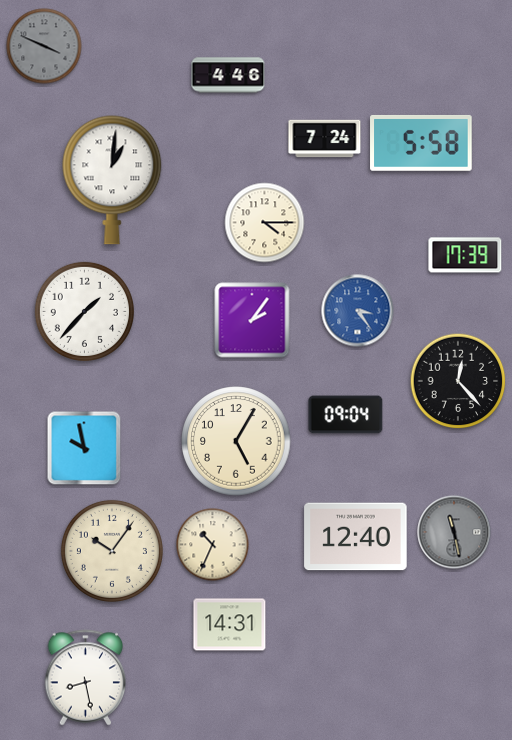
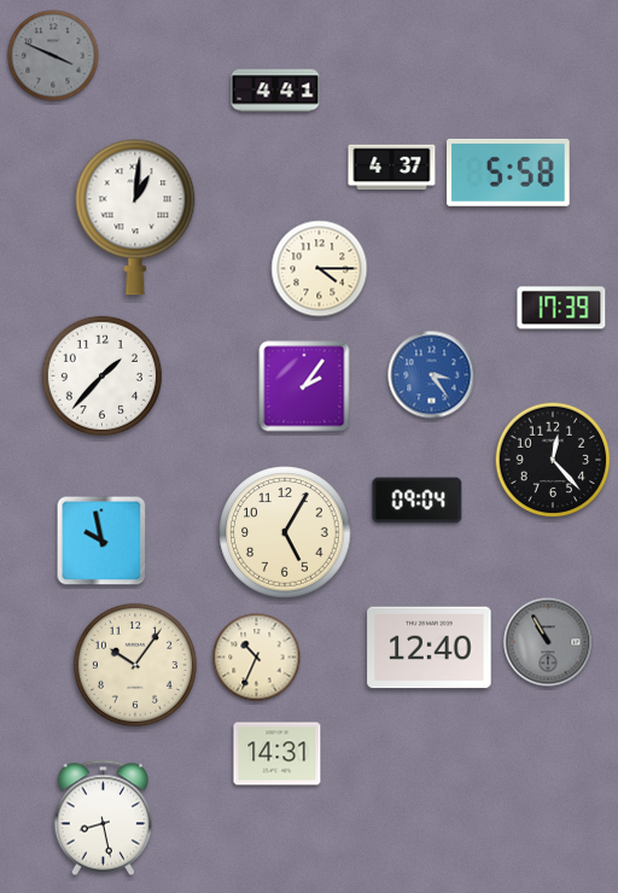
clock at (228, 75): 4:46 -> 4:41
clock at (325, 139): 7:24 -> 4:37
clock at (454, 532): 11:28 -> 10:55
